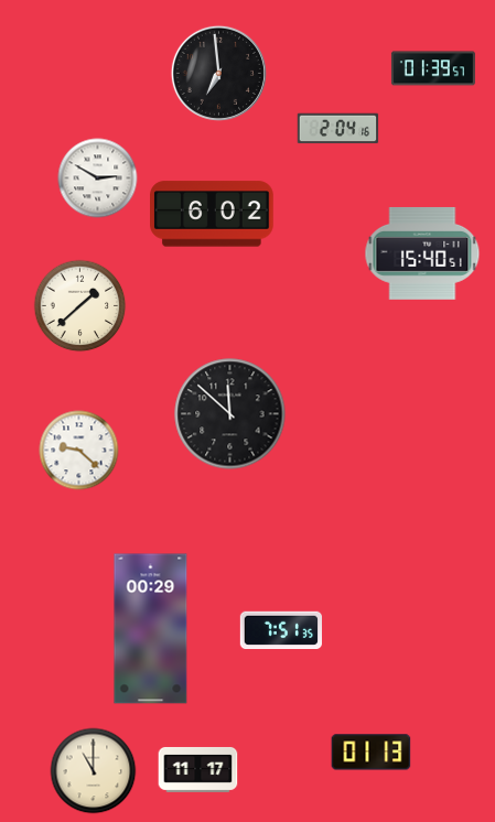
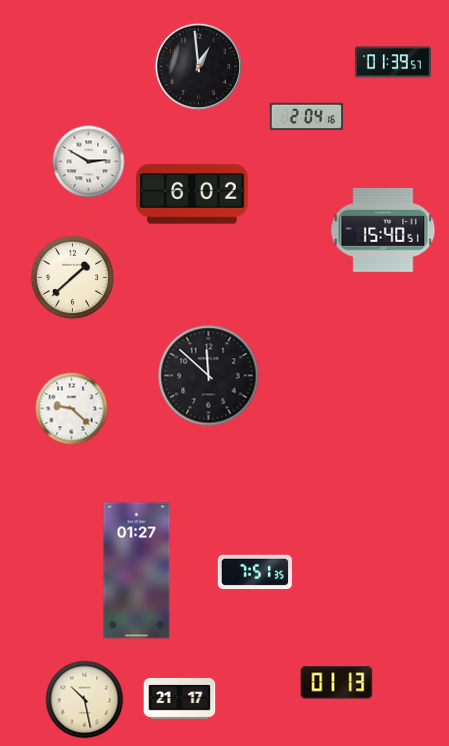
clock at (218, 73): 6:59 -> 12:59
clock at (151, 629): 00:29 -> 01:27
clock at (198, 769): 11:17 -> 21:17
clock at (94, 771): 11:00 -> 10:28
